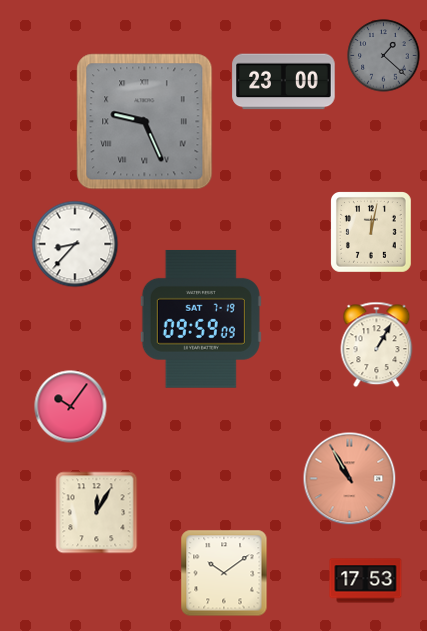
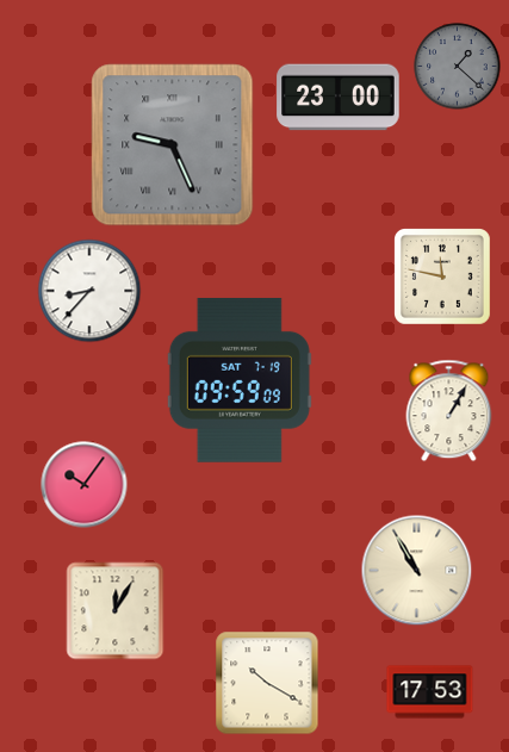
clock at (372, 233): 12:02 -> 11:47
clock at (350, 479) dial: salmon -> cream
clock at (224, 573): 10:09 -> 10:20
clock at (366, 581) position: (366, 581) -> (430, 692)
